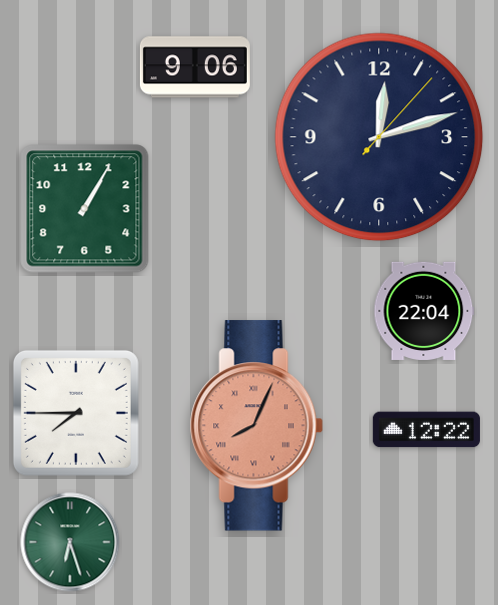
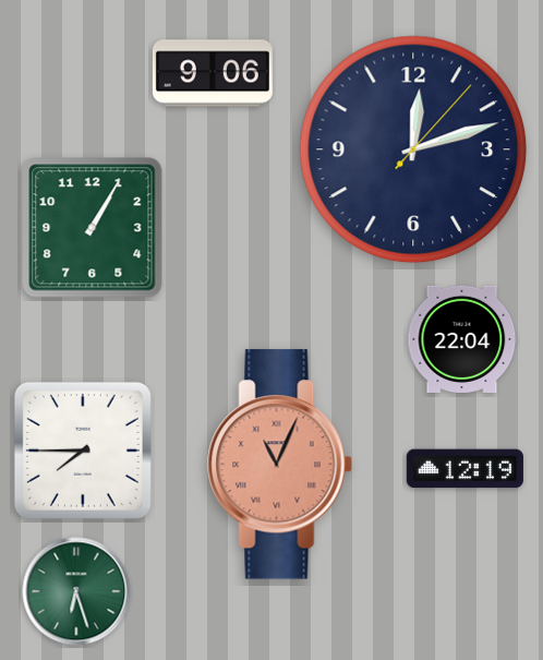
clock at (256, 426): 8:04 -> 11:04
clock at (426, 430): 12:22 -> 12:19
